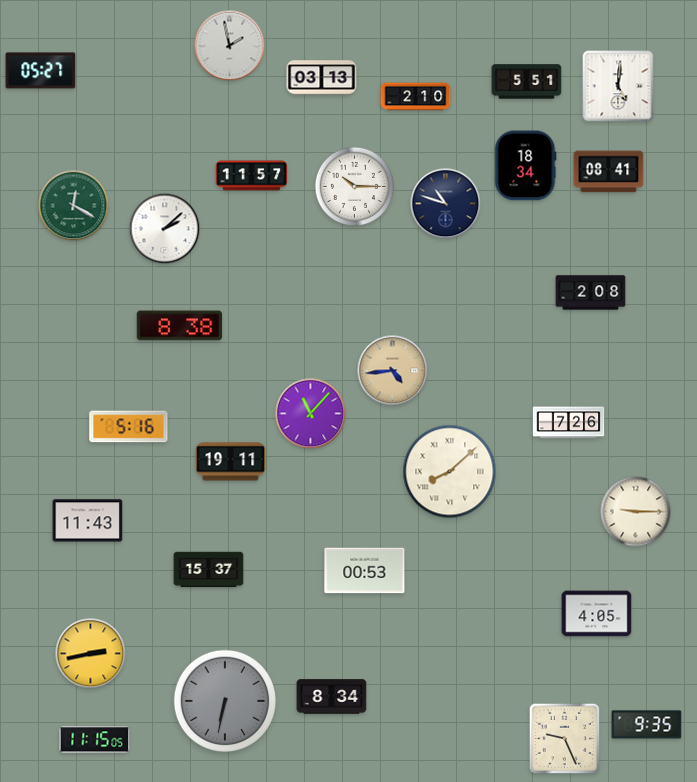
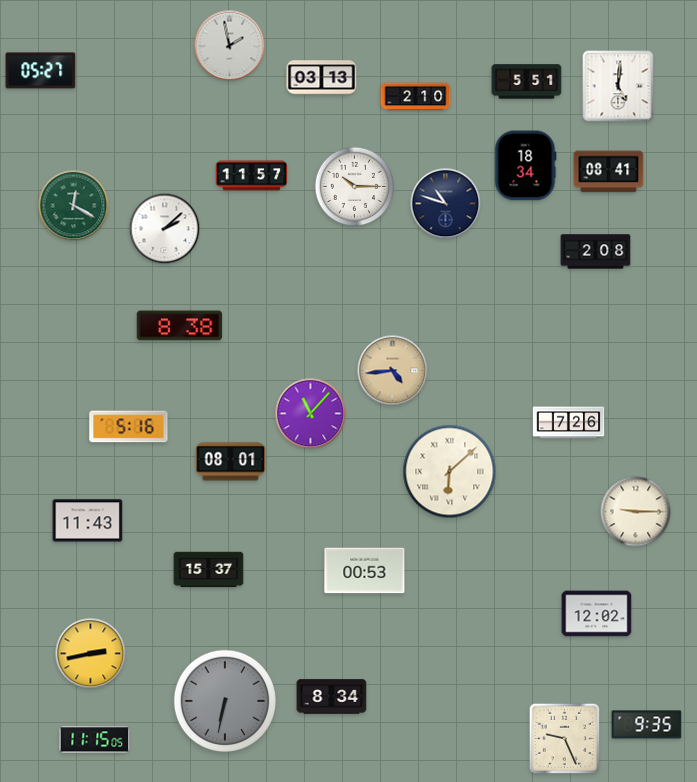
clock at (591, 293) position: (591, 293) -> (596, 252)
clock at (231, 462): 19:11 -> 08:01
clock at (450, 472): 8:08 -> 6:08
clock at (597, 614): 4:05 -> 12:02
